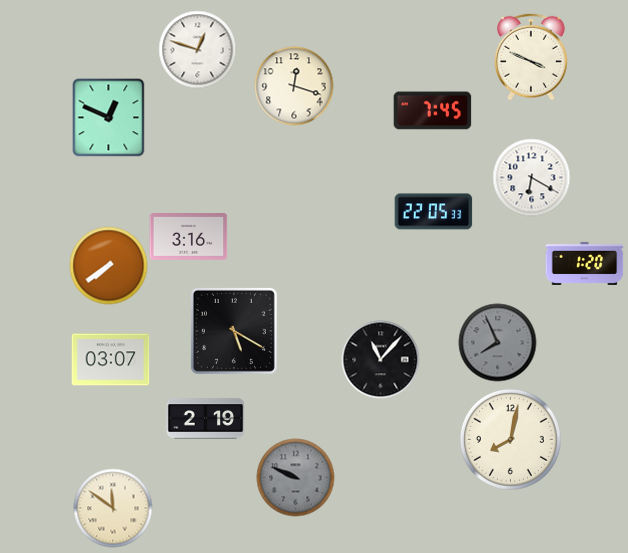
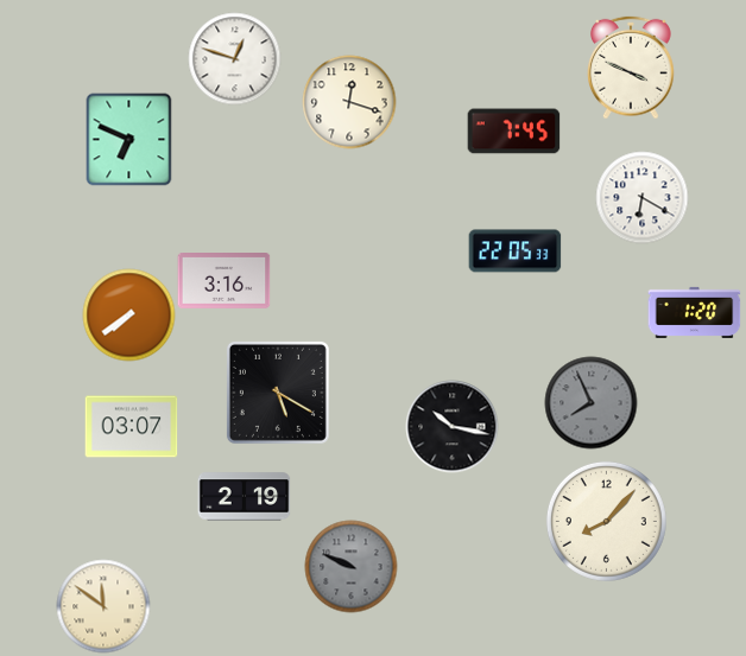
clock at (109, 117): 12:49 -> 6:49
clock at (531, 177) position: (531, 177) -> (641, 197)
clock at (497, 342) position: (497, 342) -> (590, 402)
clock at (380, 359): 11:07 -> 10:17
clock at (510, 439): 8:02 -> 8:07
clock at (113, 508) position: (113, 508) -> (103, 606)
